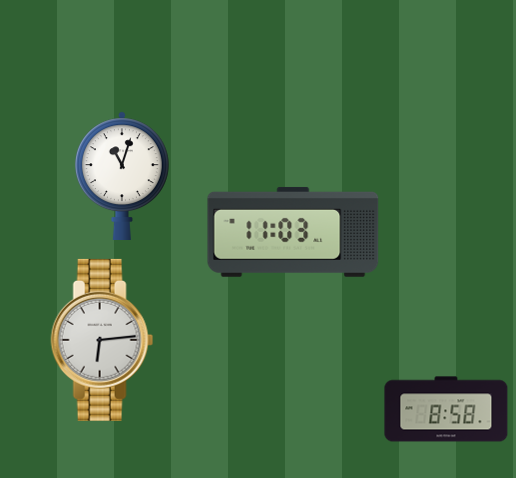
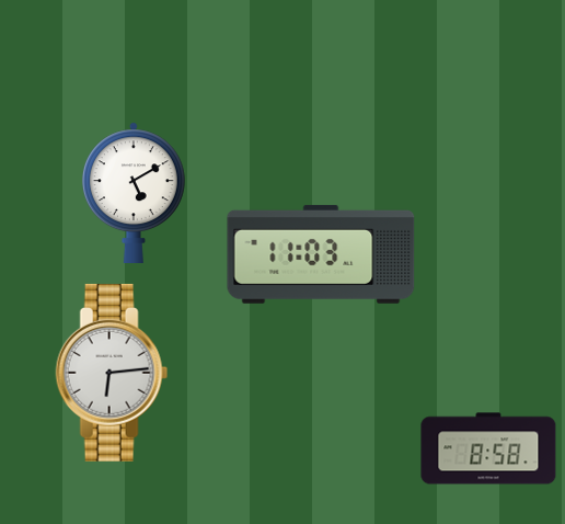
clock at (122, 175): 11:03 -> 5:10
